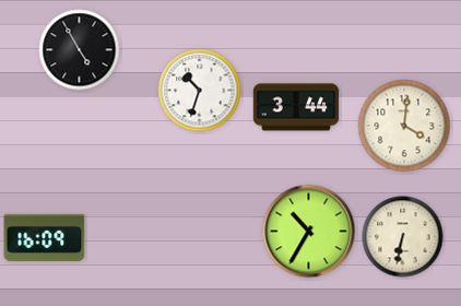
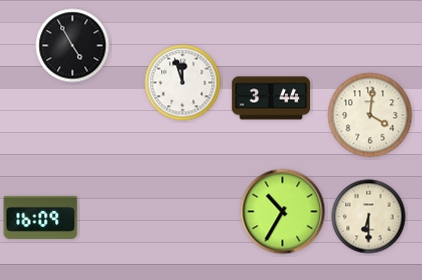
clock at (200, 91): 10:33 -> 11:57
clock at (403, 237): 6:32 -> 6:30
